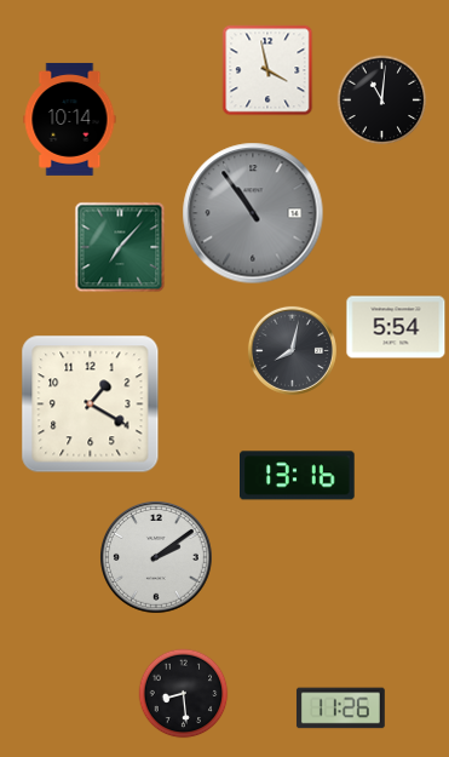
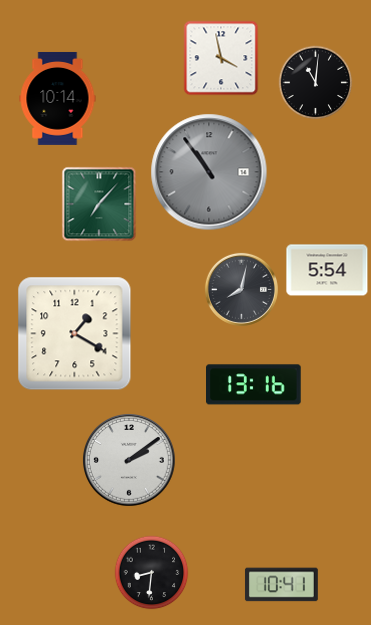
clock at (253, 213) position: (253, 213) -> (209, 172)
clock at (298, 476) position: (298, 476) -> (254, 385)
clock at (184, 694): 8:29 -> 8:31
clock at (340, 709): 11:26 -> 10:41
